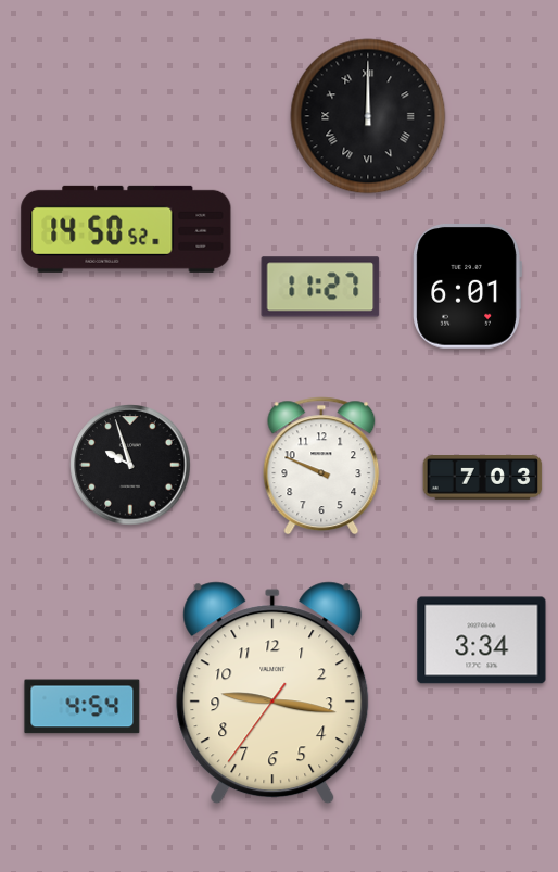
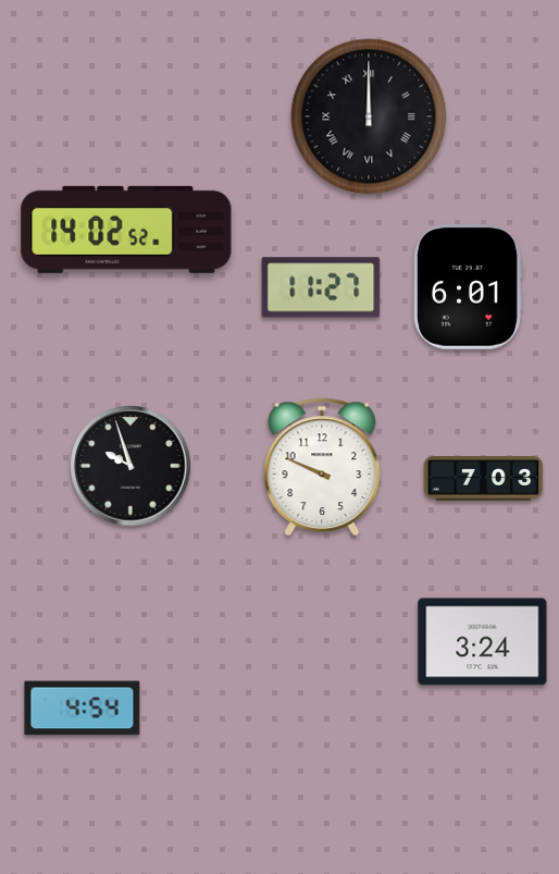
clock at (126, 229): 14:50 -> 14:02
clock at (482, 641): 3:34 -> 3:24
clock at (272, 693): 9:16 -> none
